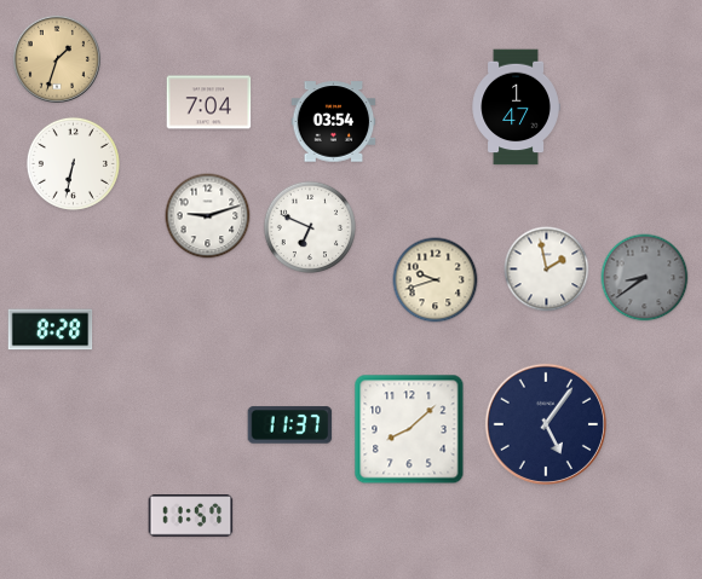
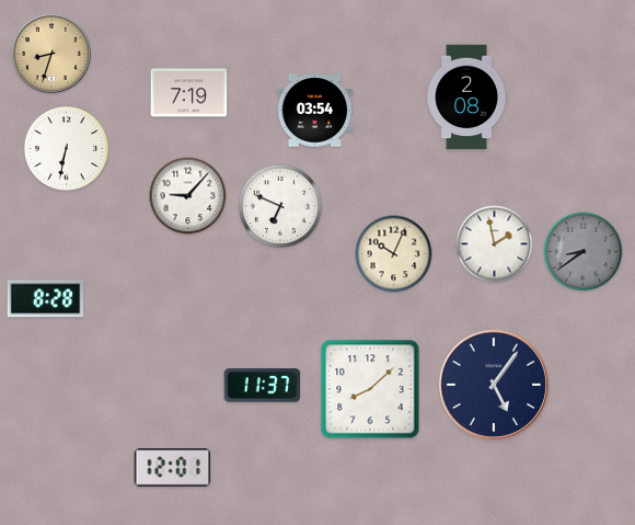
clock at (57, 59): 1:33 -> 8:33
clock at (209, 103): 7:04 -> 7:19
clock at (516, 108): 1:47 -> 2:08
clock at (334, 122) position: (334, 122) -> (315, 111)
clock at (208, 216): 9:12 -> 9:07
clock at (436, 280): 9:42 -> 10:04
clock at (191, 516): 11:57 -> 12:01
